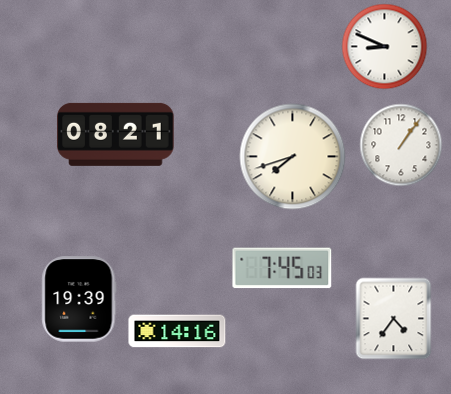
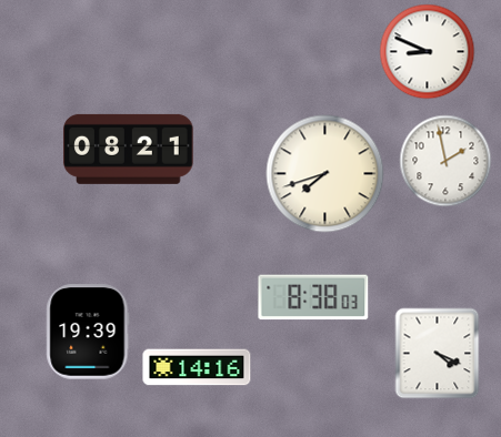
clock at (401, 145): 1:06 -> 1:58
clock at (282, 268): 7:45 -> 8:38
clock at (394, 319): 4:36 -> 4:19
